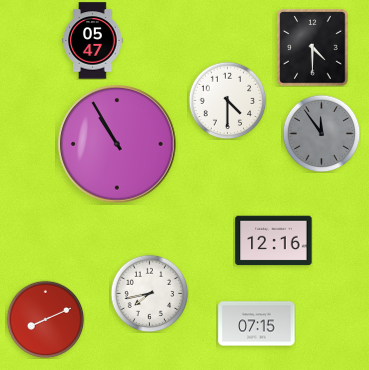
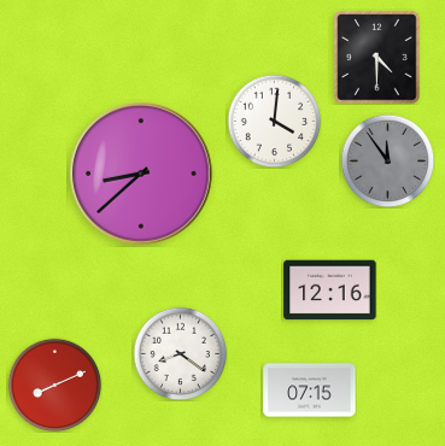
clock at (93, 41): 05:47 -> none
clock at (227, 100): 4:30 -> 4:01
clock at (117, 144): 10:55 -> 8:38
clock at (149, 293): 7:43 -> 8:21
